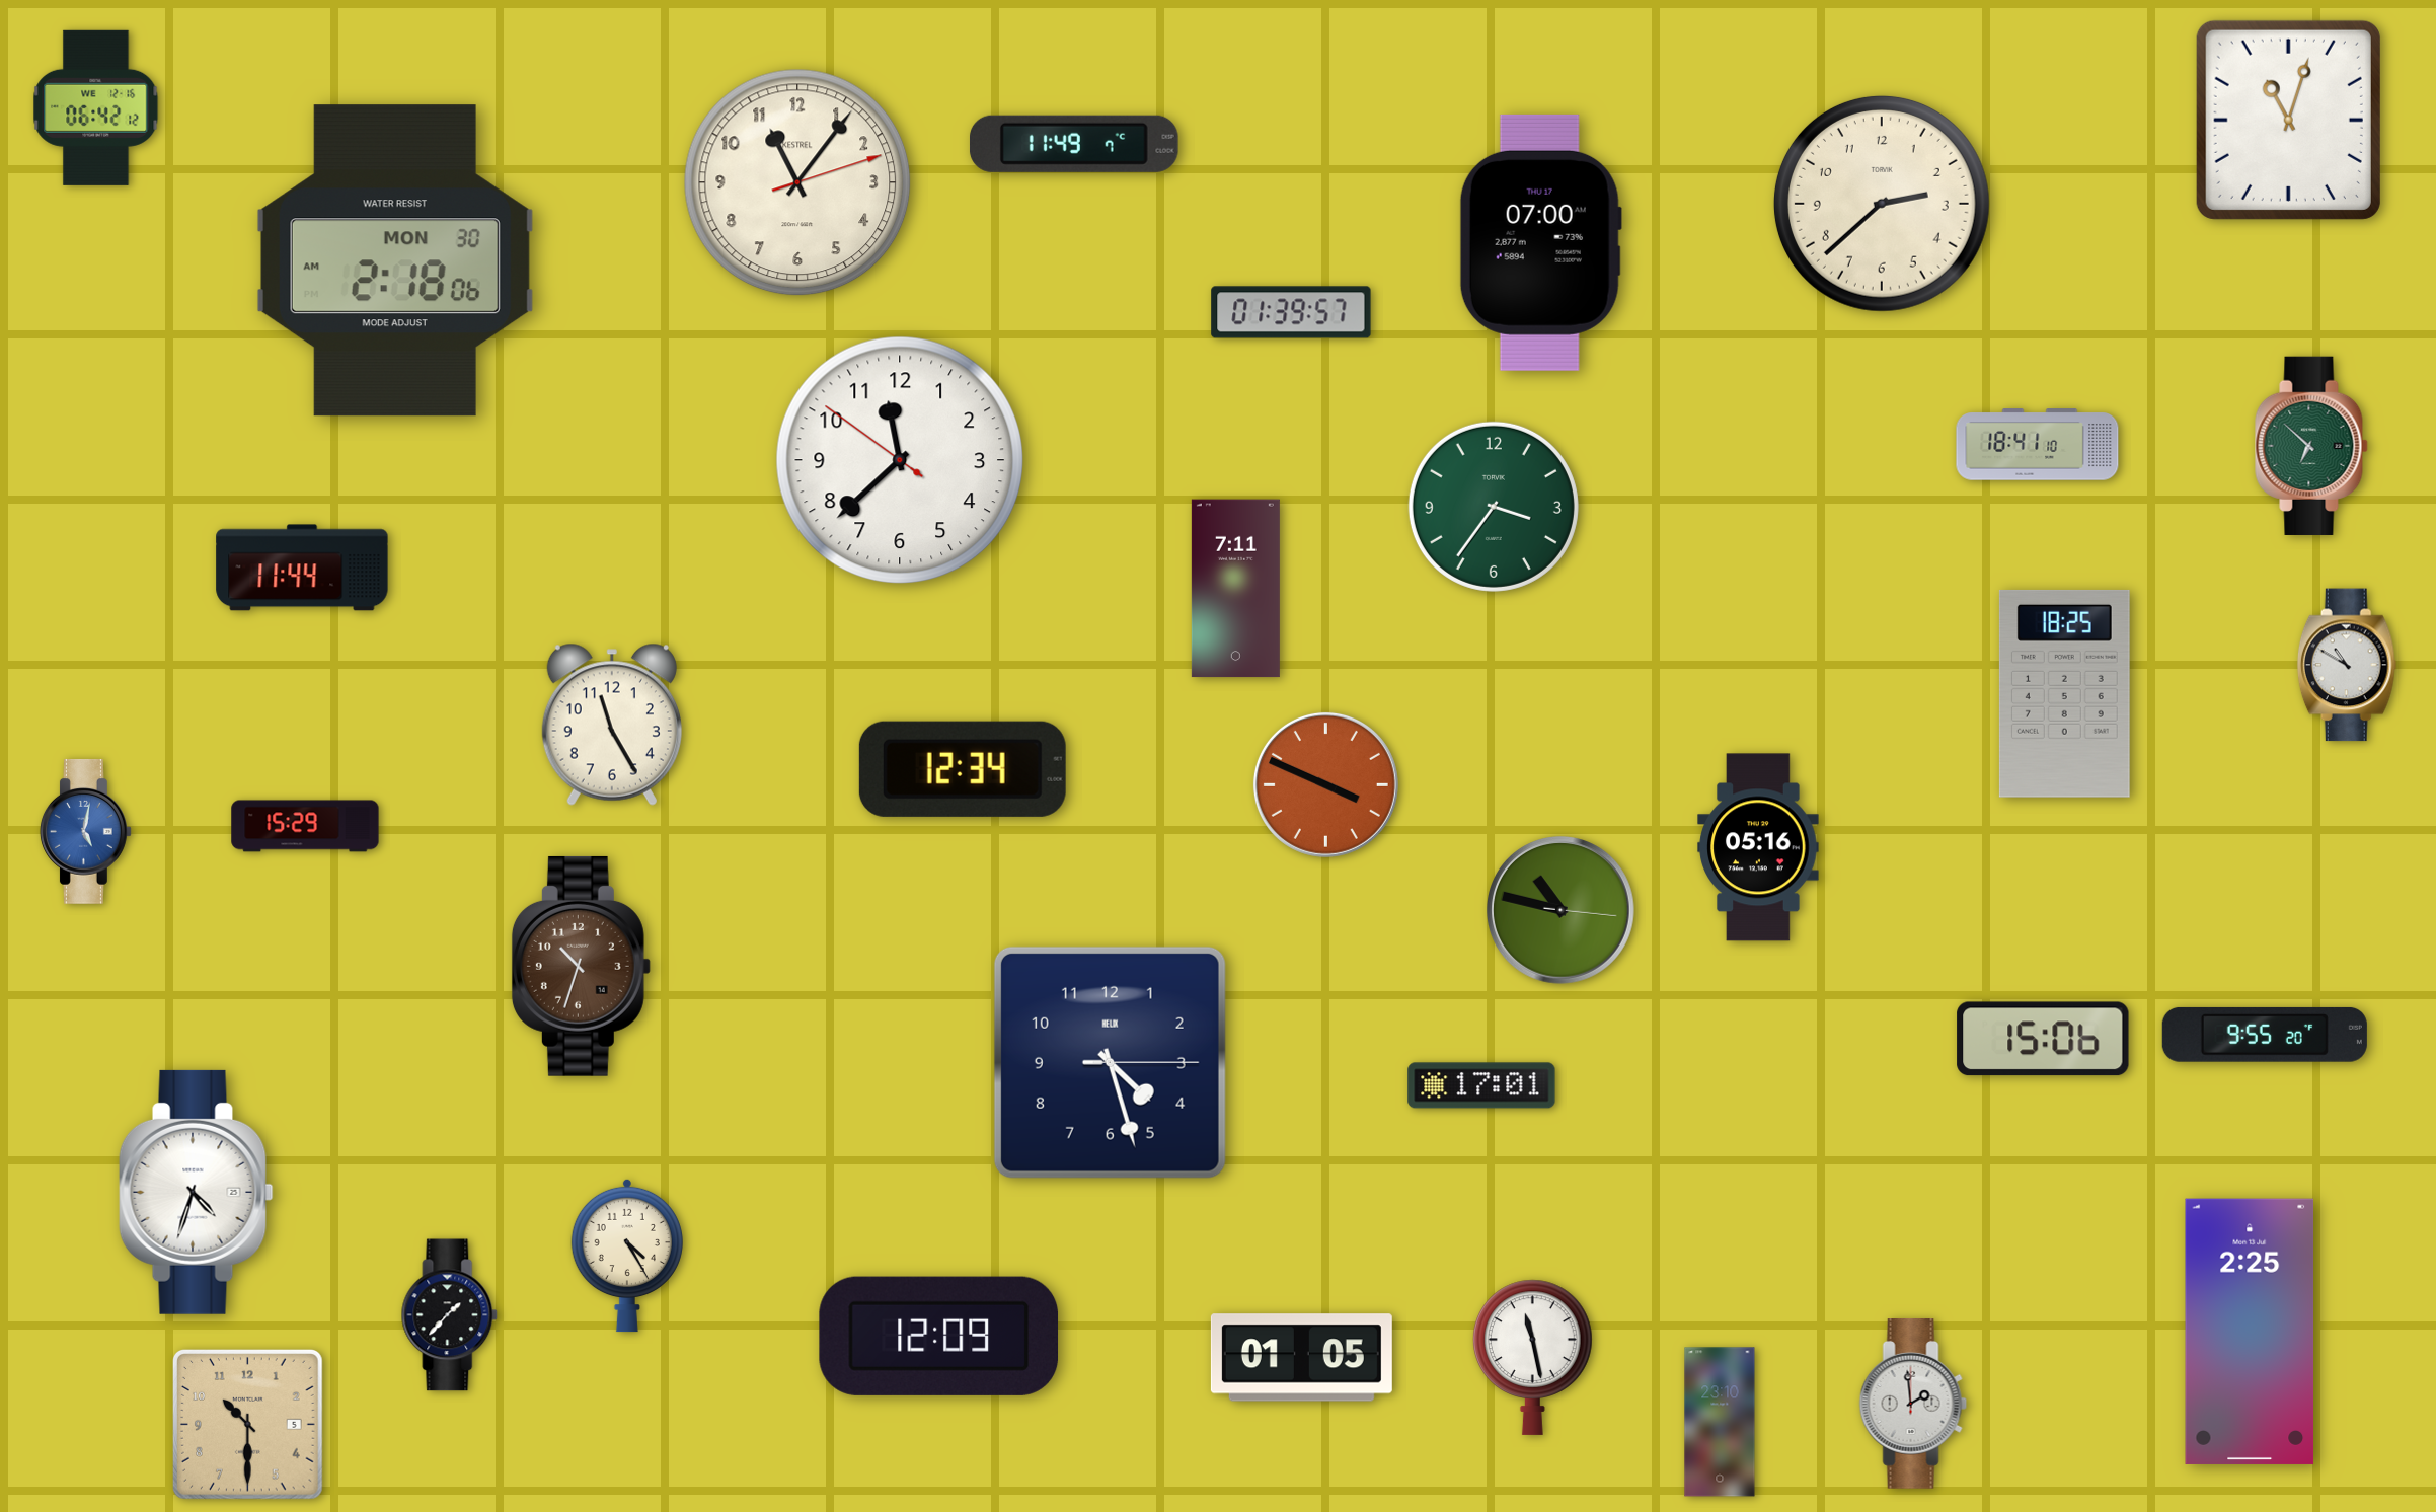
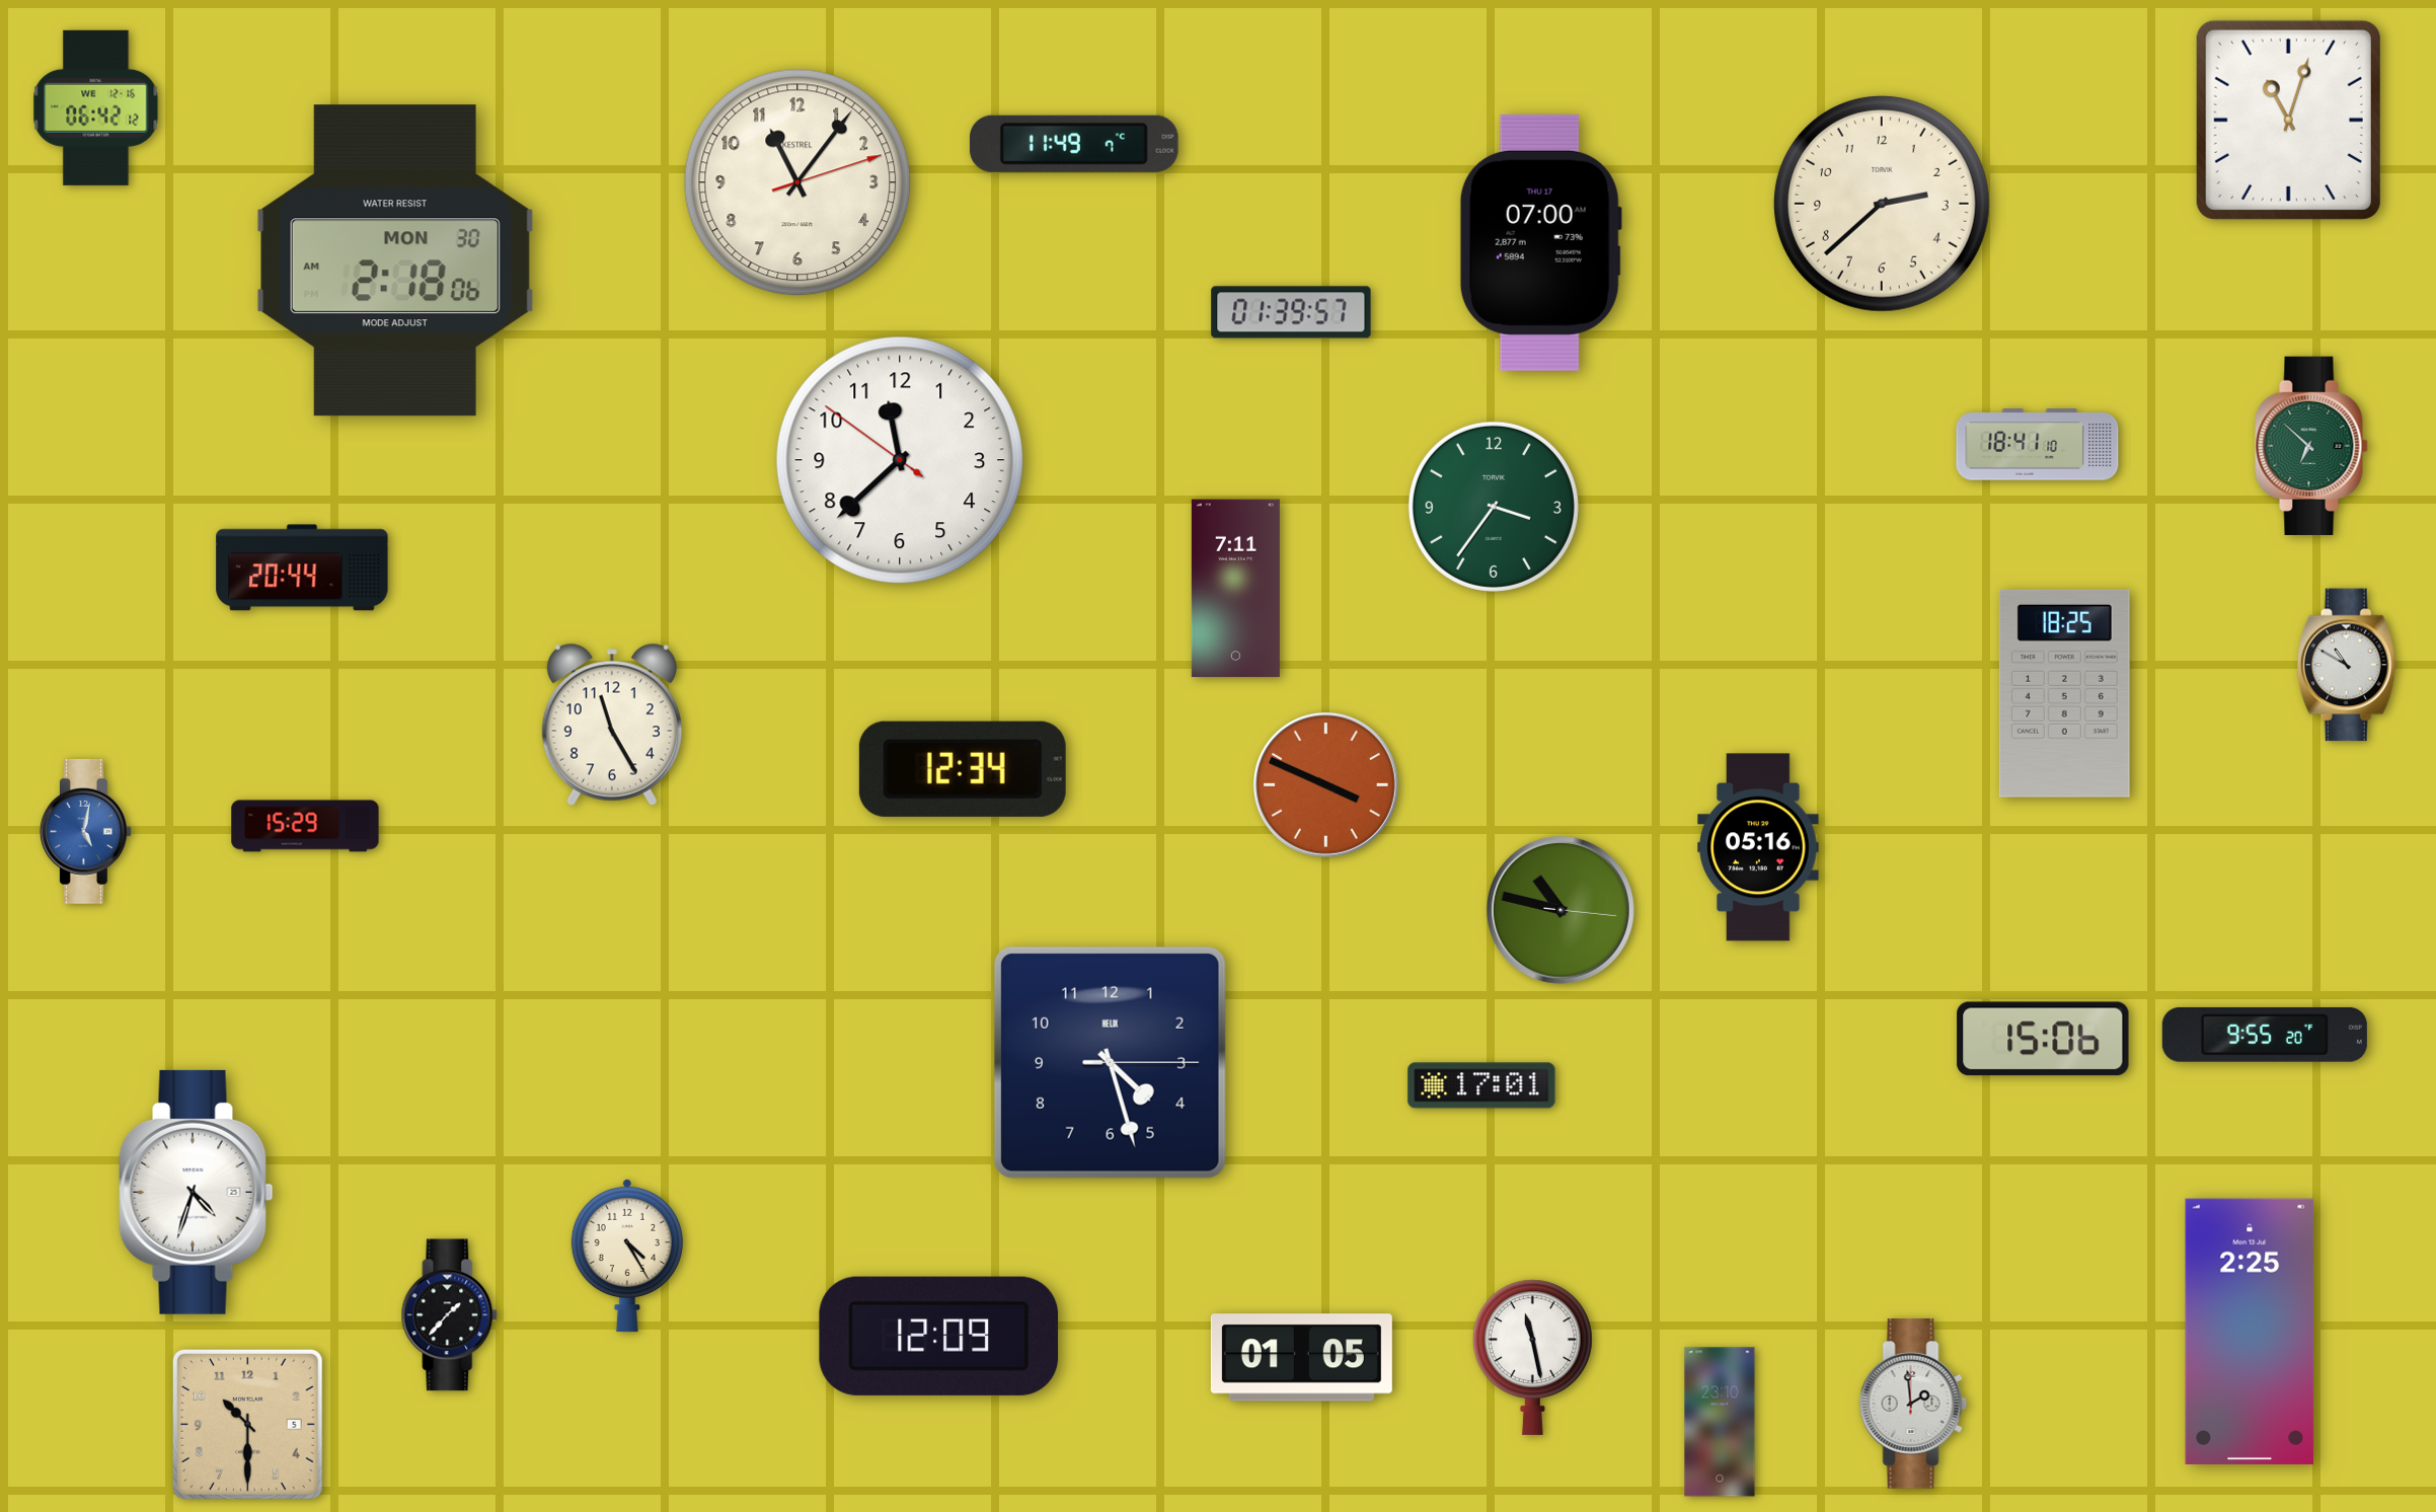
clock at (302, 568): 11:44 -> 20:44
clock at (581, 966): 10:33 -> none
